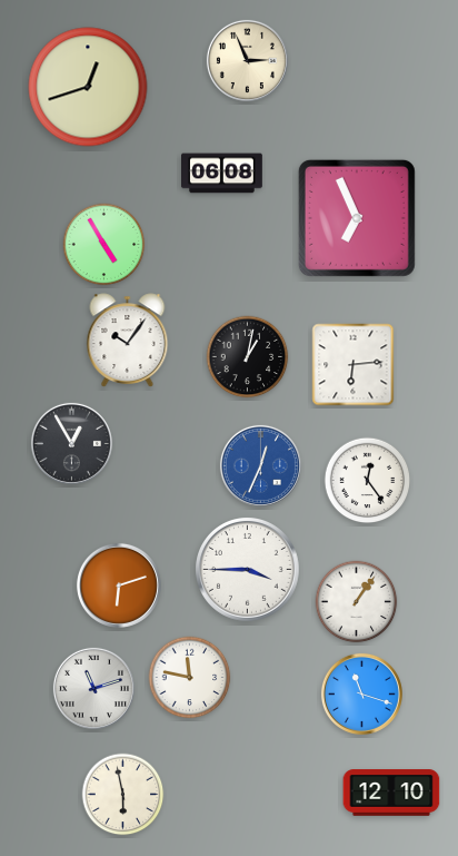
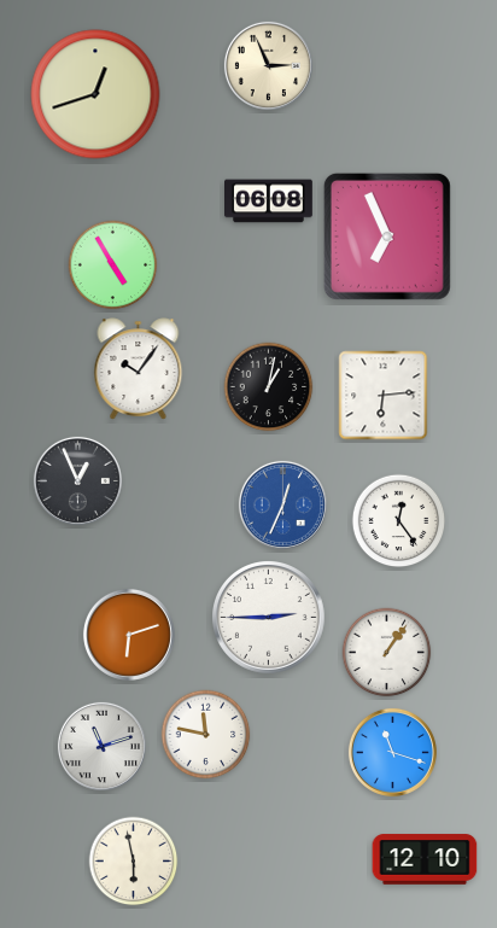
clock at (222, 174) position: (222, 174) -> (269, 202)
clock at (71, 443): 12:55 -> 12:56
clock at (248, 570): 3:45 -> 2:45
